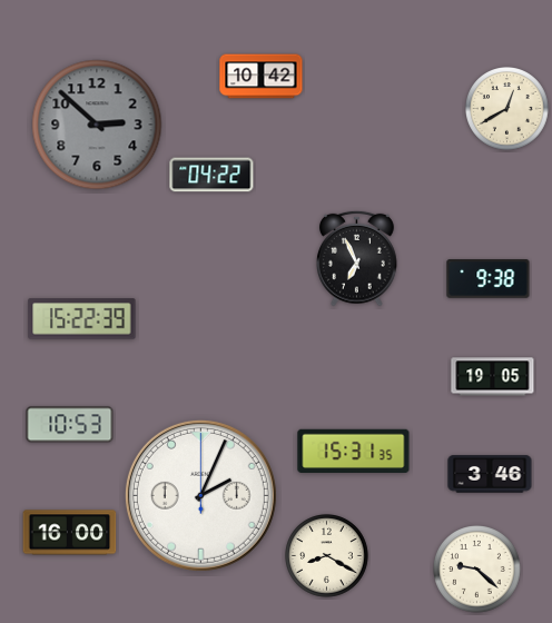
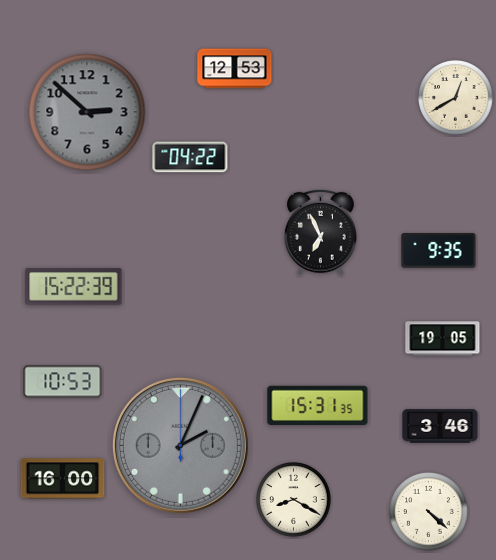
clock at (262, 77): 10:42 -> 12:53
clock at (489, 279): 9:38 -> 9:35
clock at (200, 495) dial: white -> grey
clock at (477, 570): 9:22 -> 4:22
